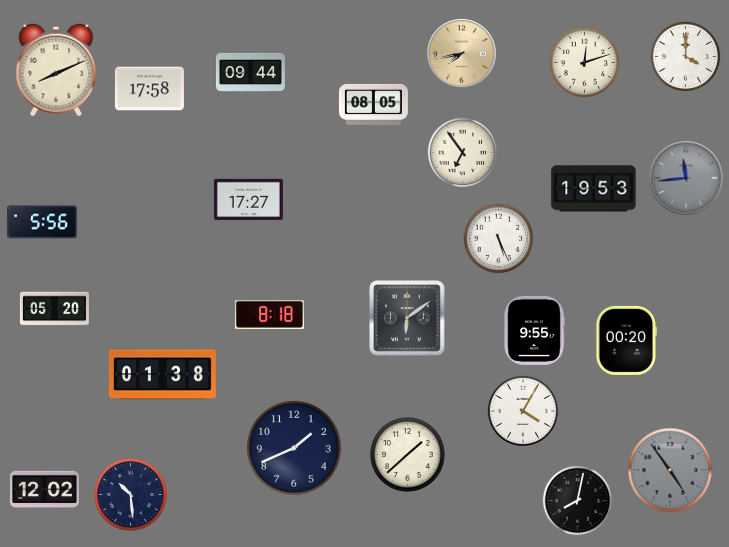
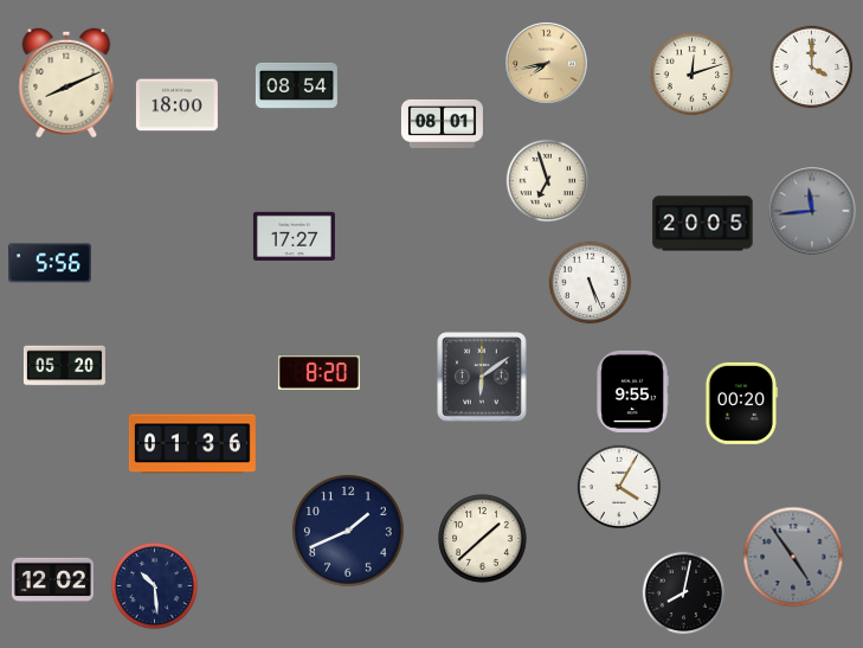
clock at (250, 72): 09:44 -> 08:54
clock at (149, 89): 17:58 -> 18:00
clock at (373, 104): 08:05 -> 08:01
clock at (463, 153): 6:54 -> 6:57
clock at (594, 189): 19:53 -> 20:05
clock at (269, 315): 8:18 -> 8:20
clock at (162, 375): 01:38 -> 01:36
